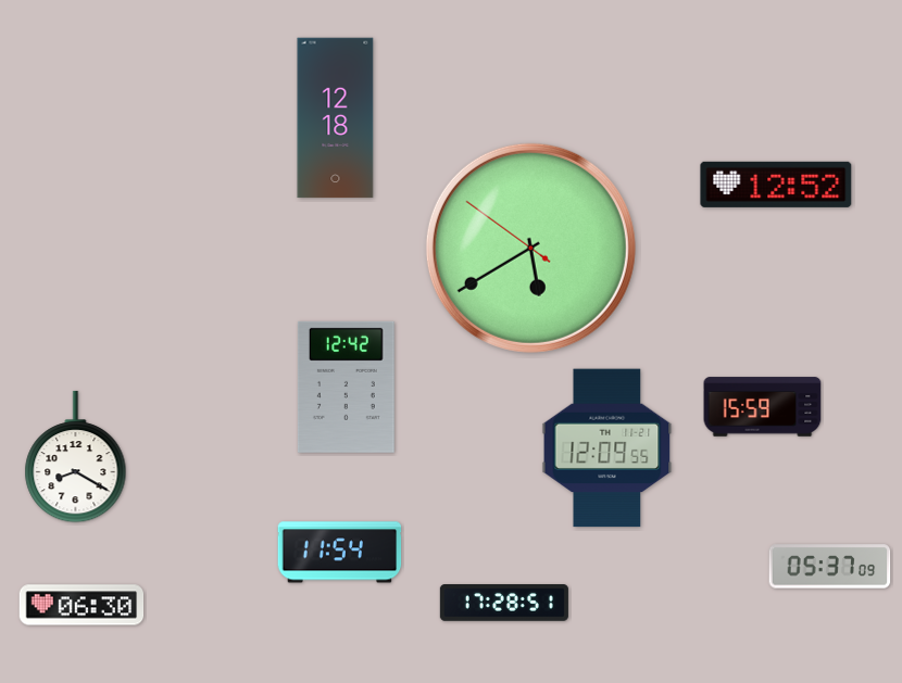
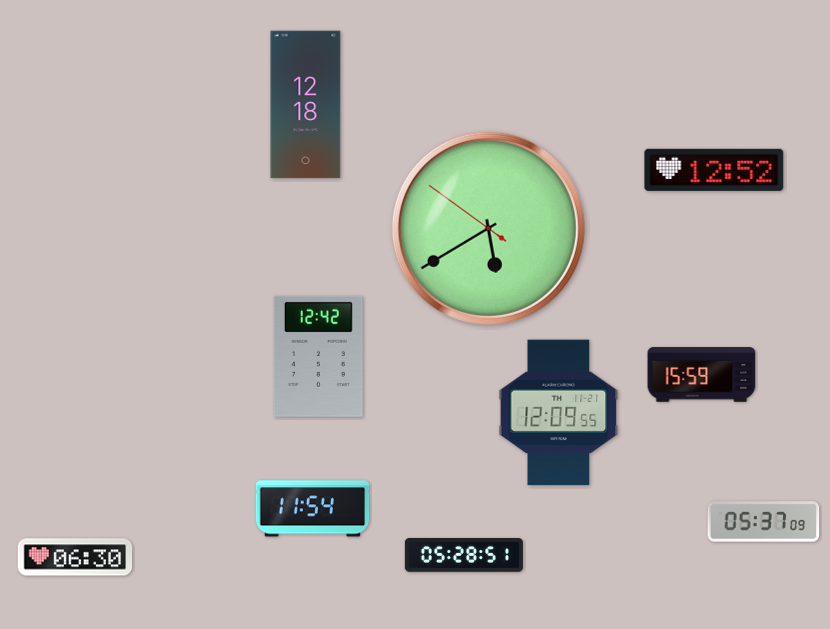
clock at (336, 118) position: (336, 118) -> (306, 105)
clock at (76, 457): 8:20 -> none
clock at (504, 604): 17:28 -> 05:28
